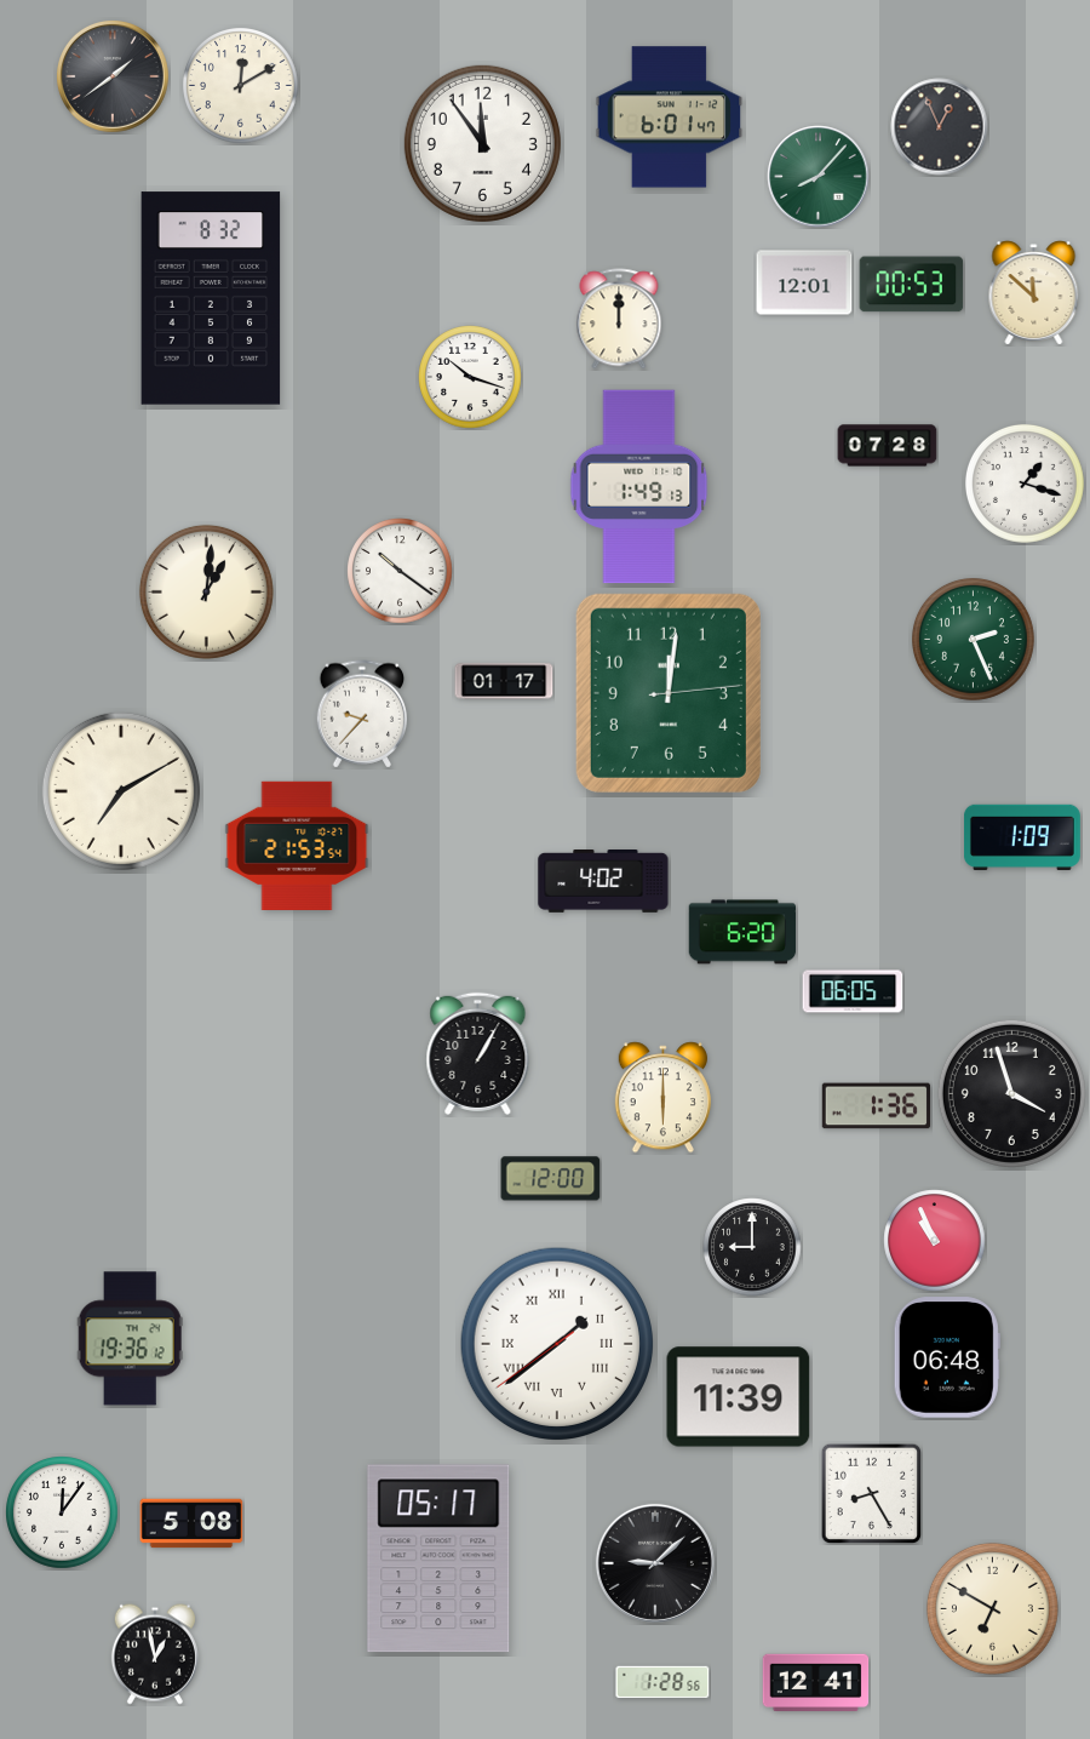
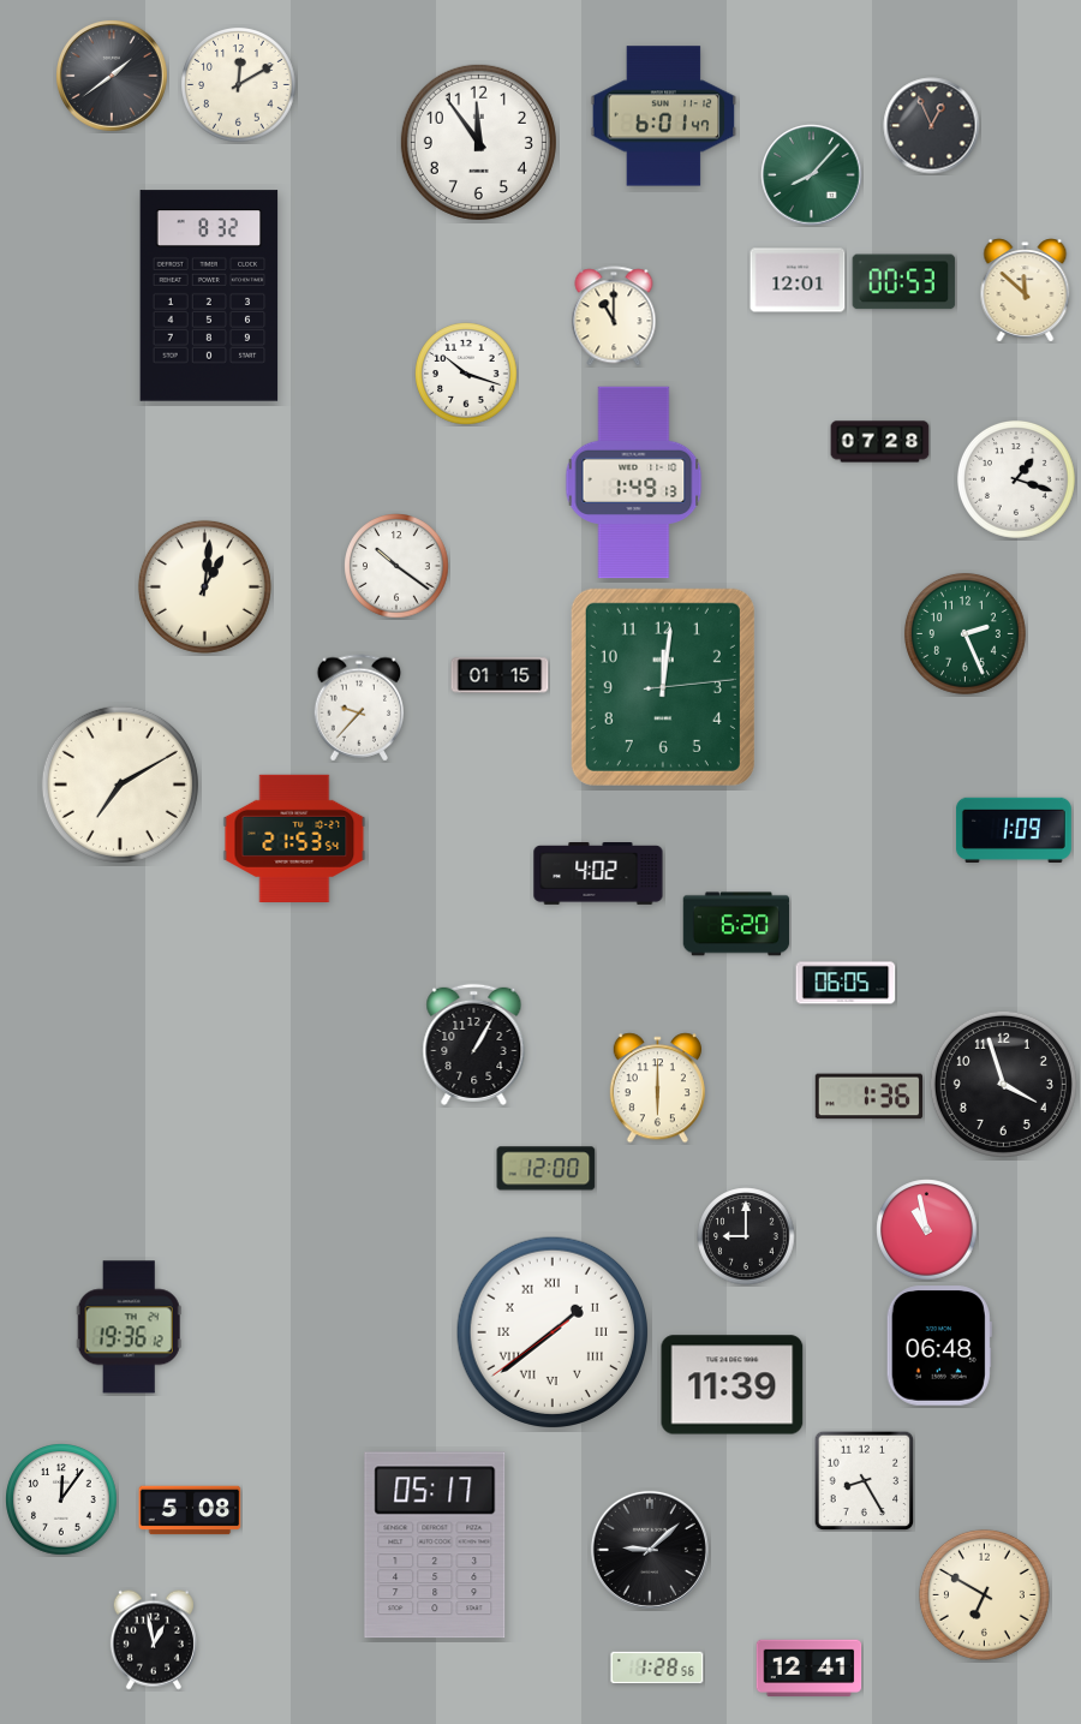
clock at (619, 319): 12:00 -> 11:00
clock at (504, 681): 01:17 -> 01:15
clock at (935, 1241): 10:56 -> 10:58
